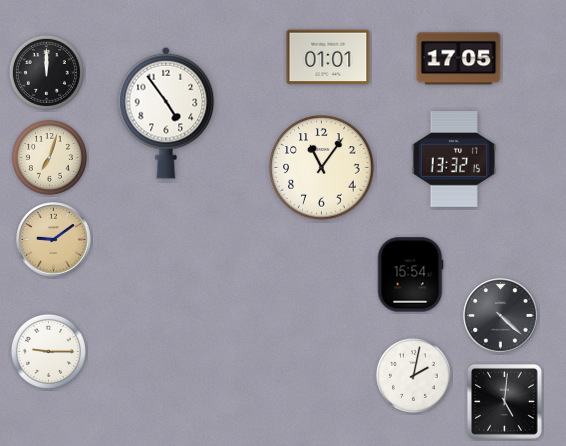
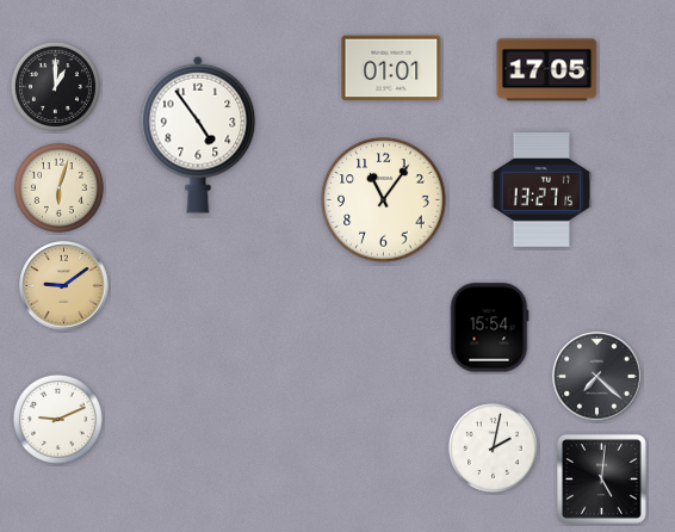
clock at (46, 72): 12:00 -> 1:00
clock at (49, 157): 7:03 -> 6:03
clock at (454, 159): 13:32 -> 13:27
clock at (501, 316): 4:22 -> 7:22
clock at (48, 351): 9:15 -> 9:11
